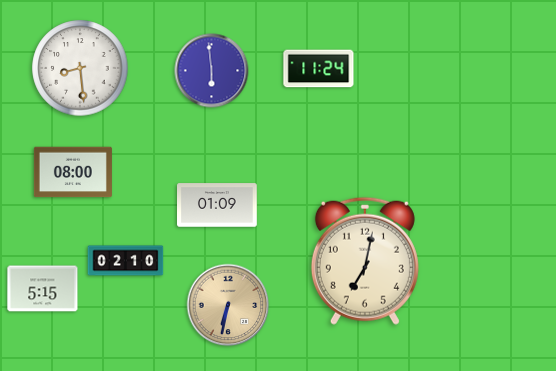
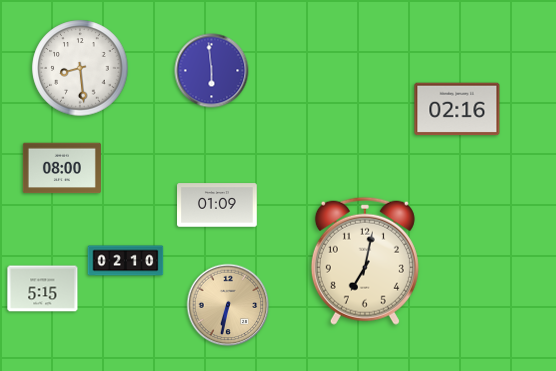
clock at (319, 69): 11:24 -> none
clock at (457, 109): none -> 02:16
clock at (73, 172) position: (73, 172) -> (62, 168)
